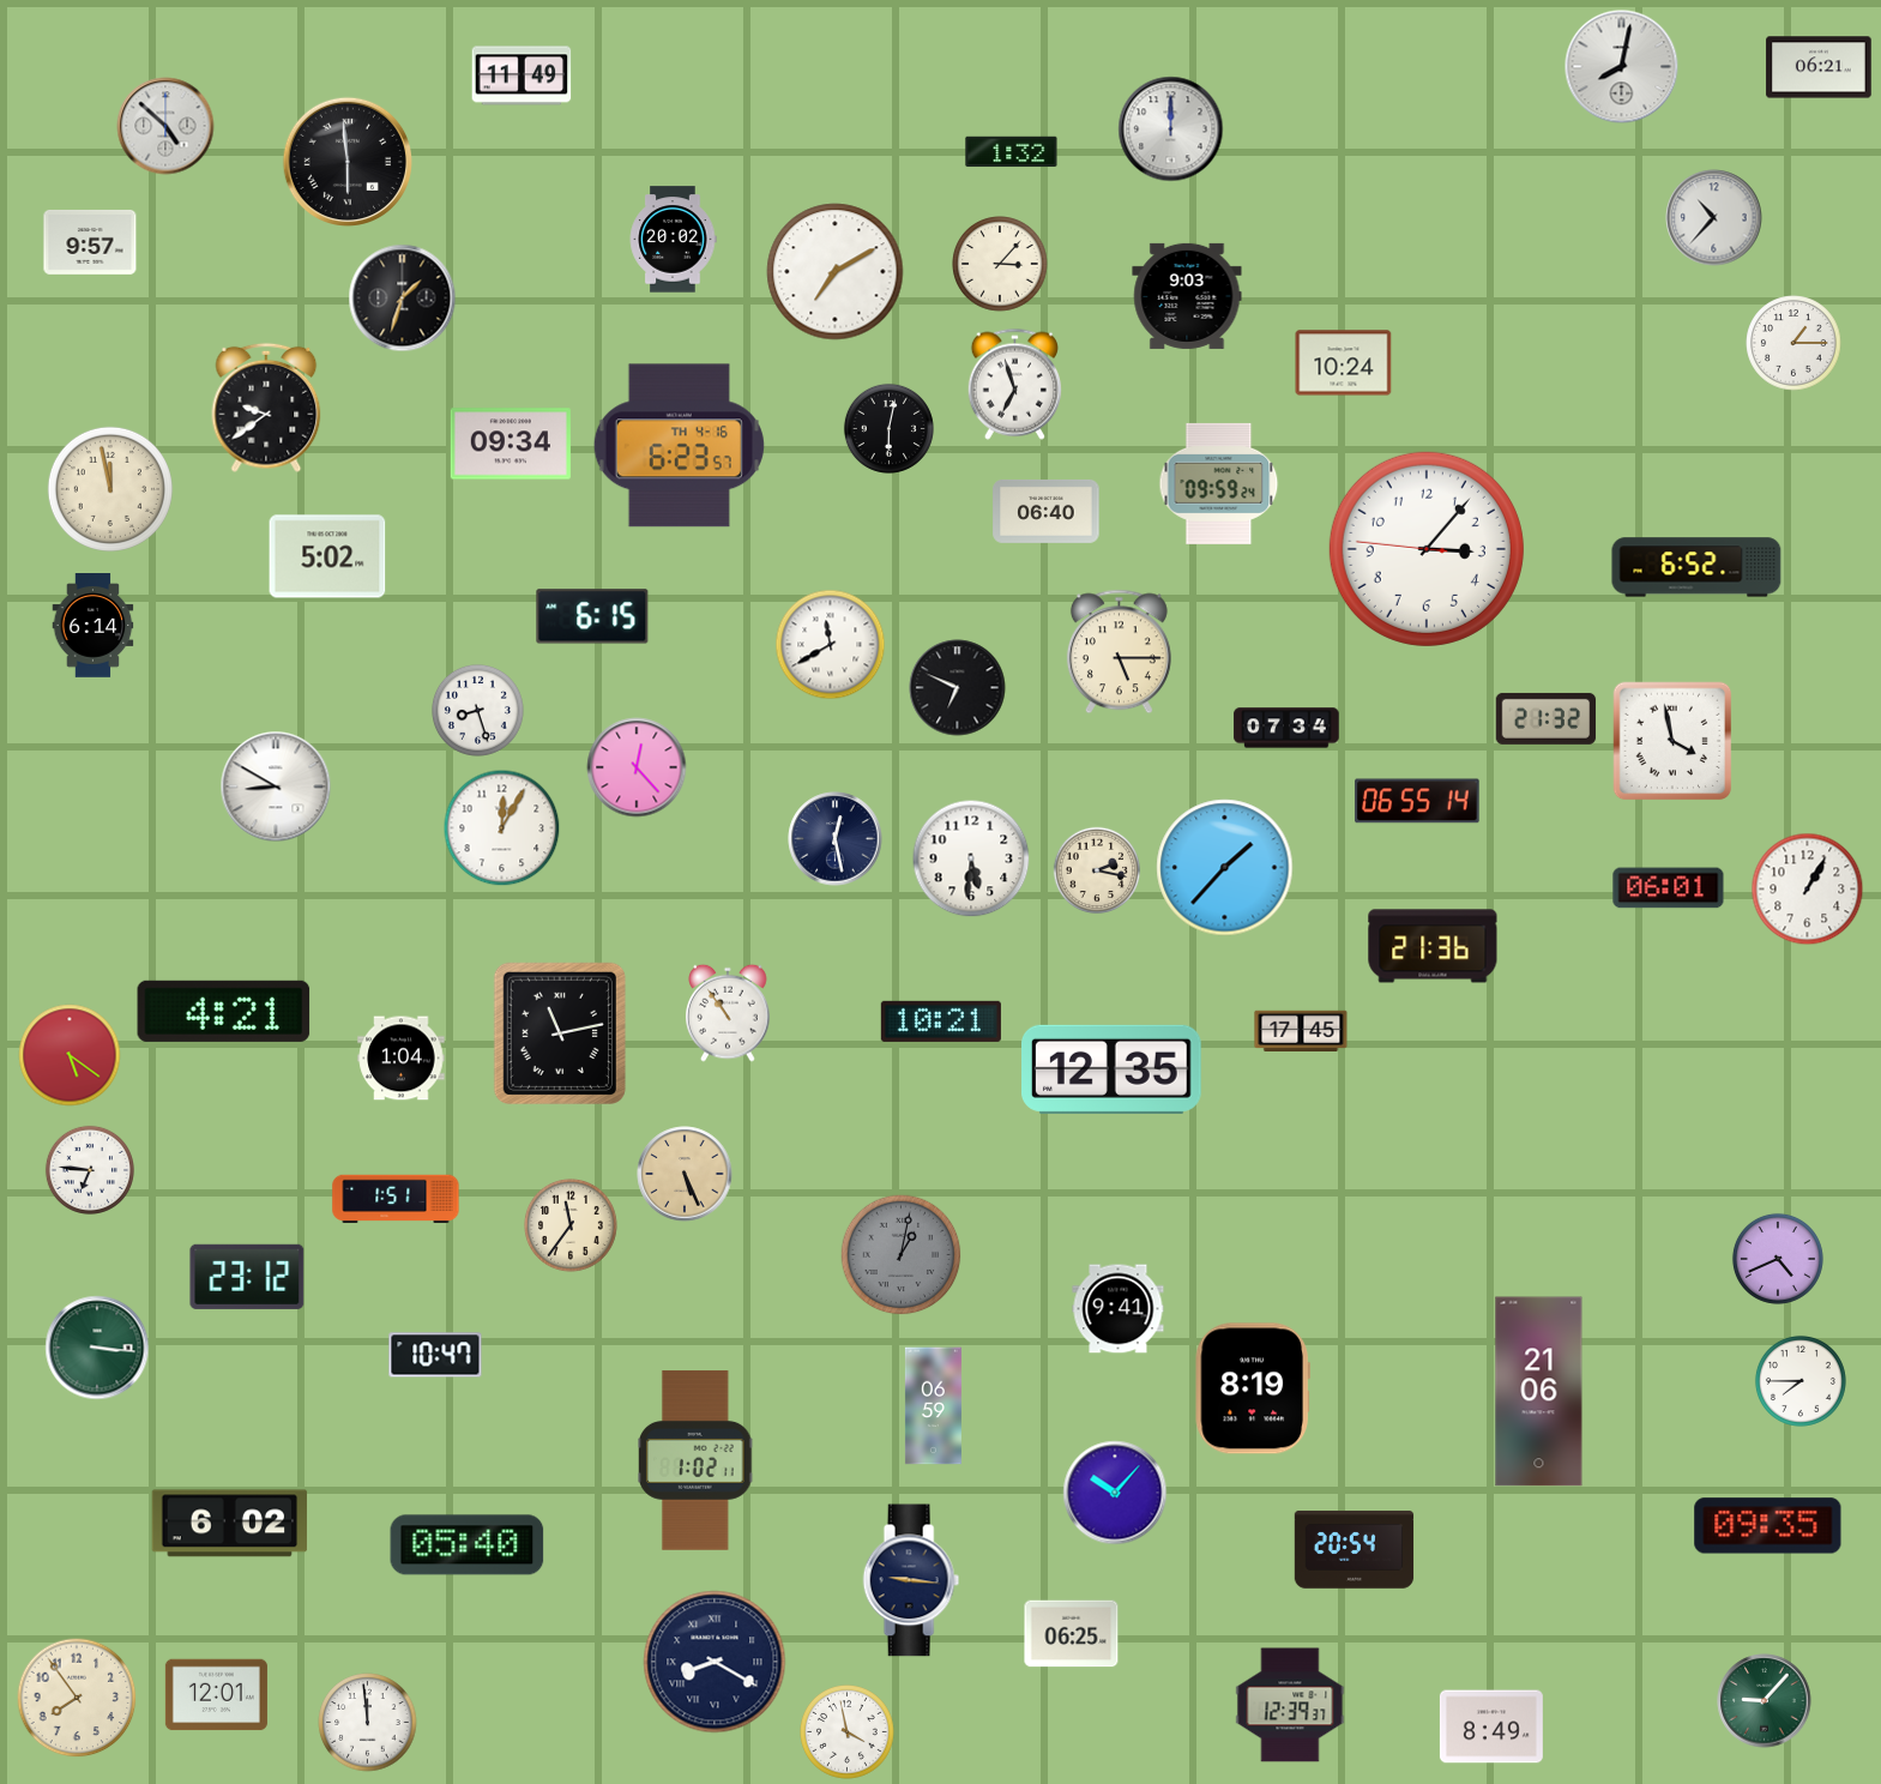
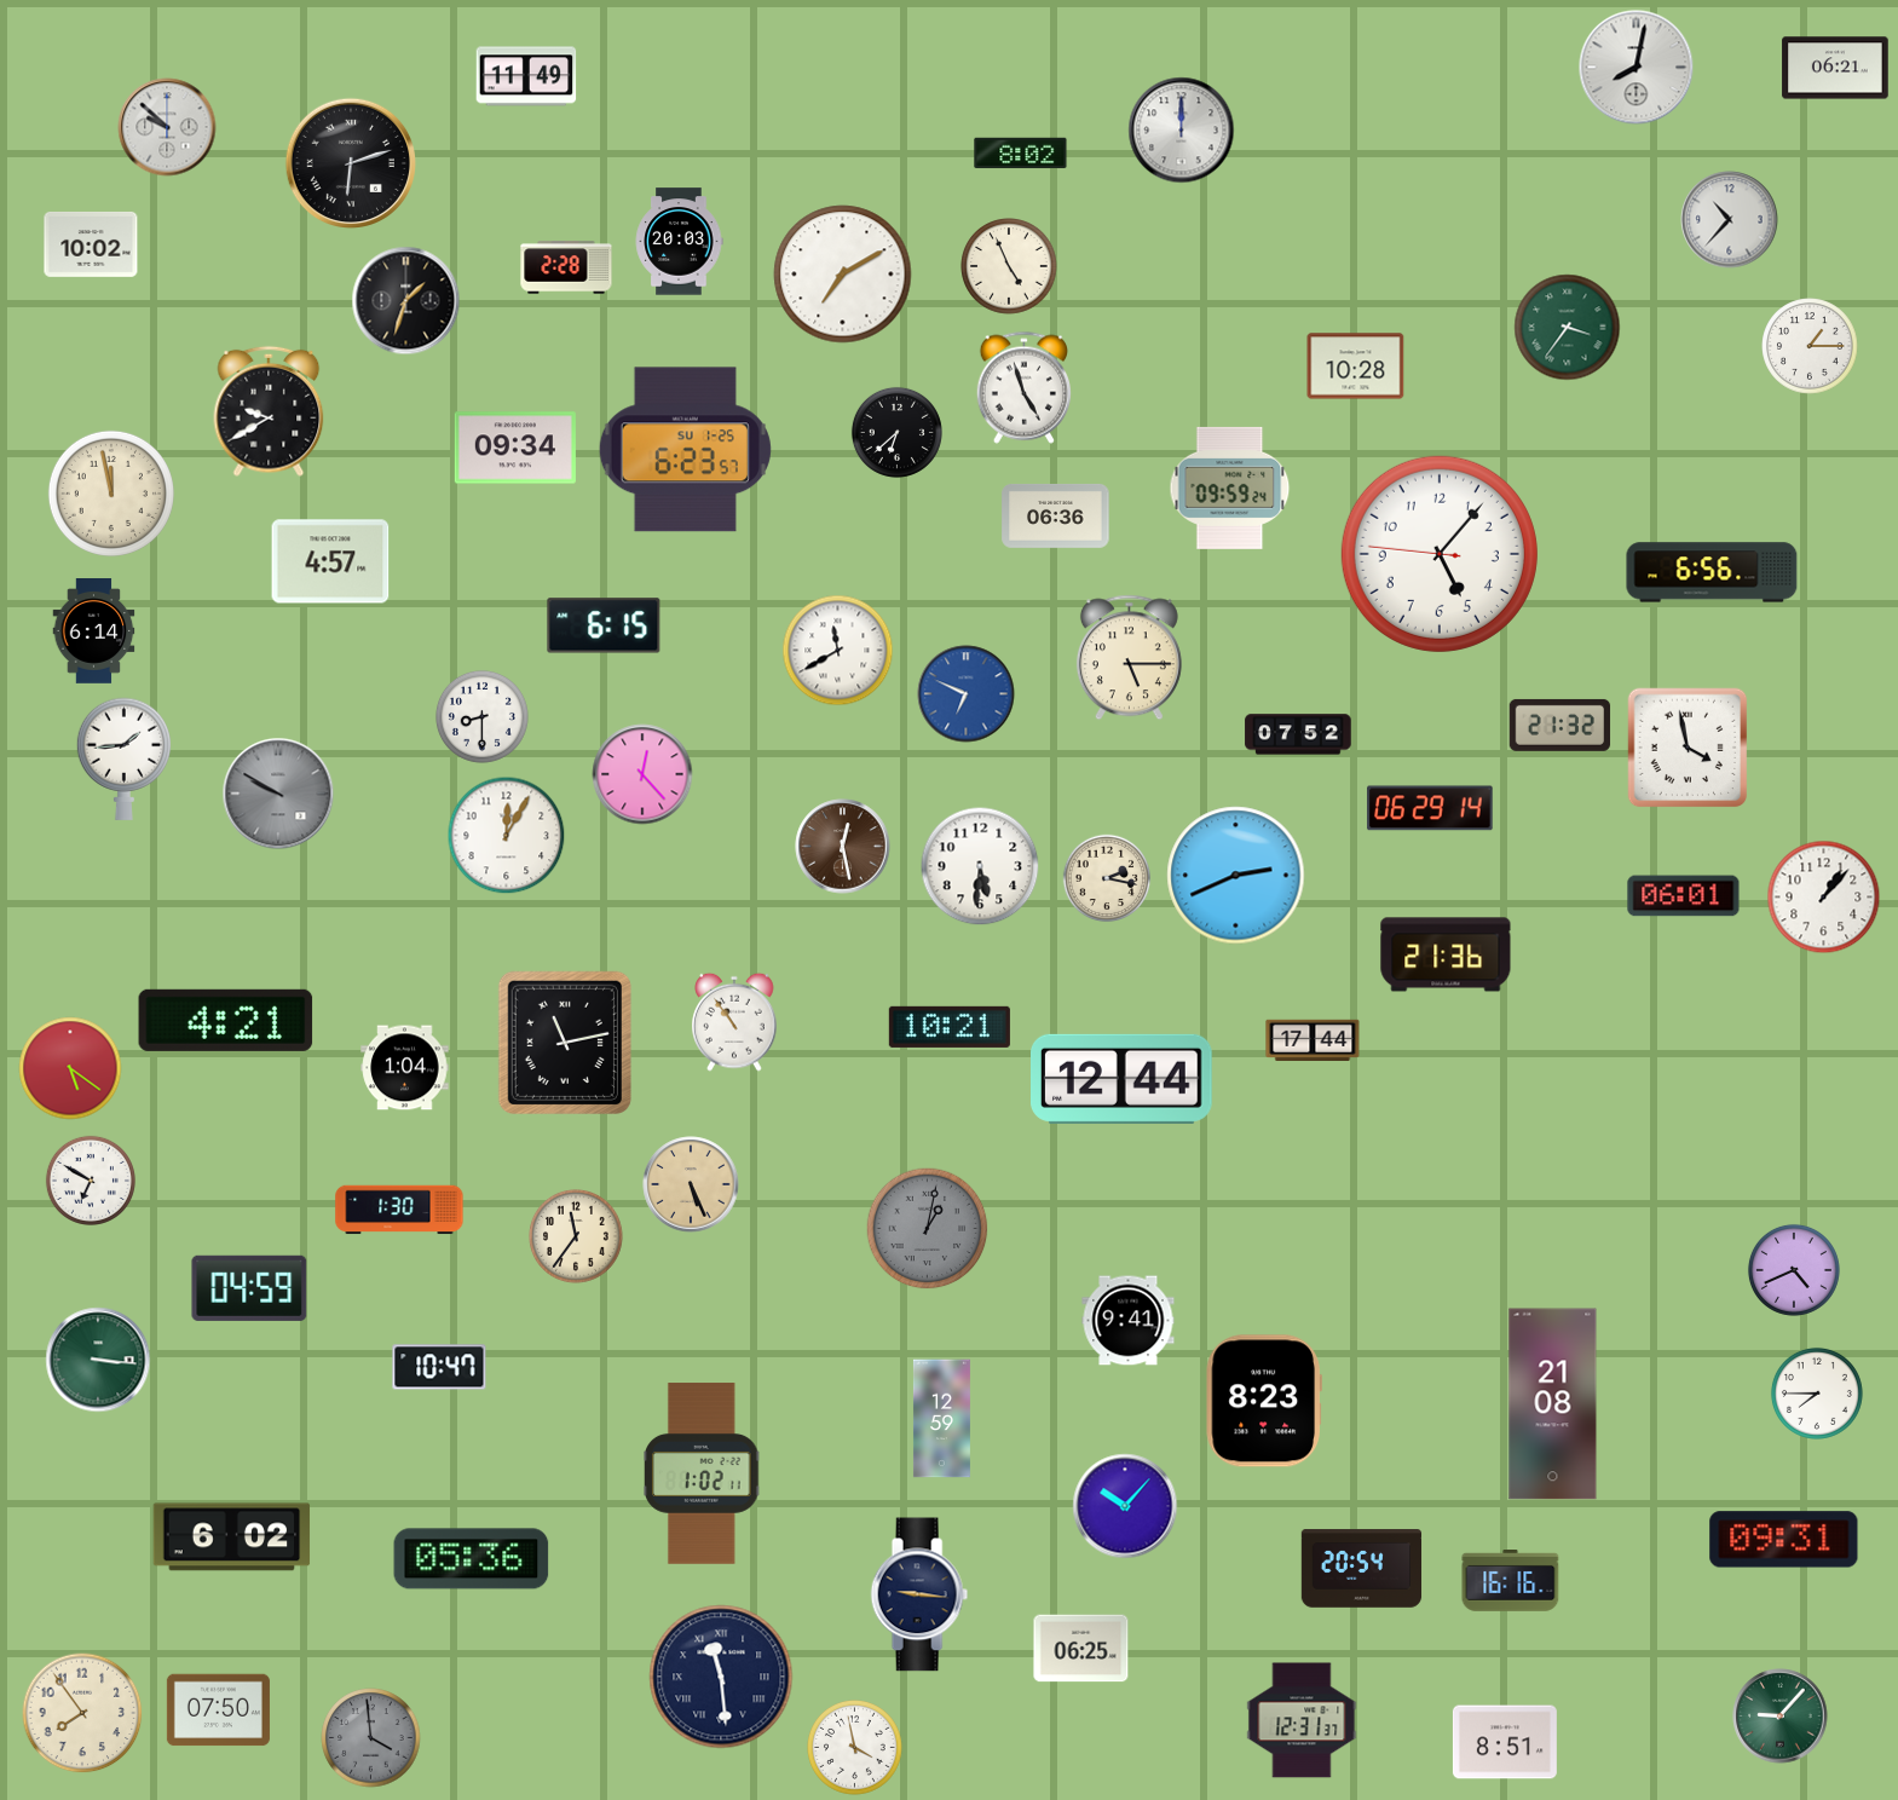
clock at (165, 126): 4:52 -> 9:52
clock at (1012, 152): 1:32 -> 8:02
clock at (346, 161): 5:59 -> 6:12
clock at (673, 240): 20:02 -> 20:03
clock at (90, 242): 9:57 -> 10:02
clock at (1000, 264): 3:07 -> 4:56
clock at (566, 267): none -> 2:28
clock at (1187, 296): 9:03 -> none
clock at (1568, 328): none -> 3:36
clock at (1344, 363): 10:24 -> 10:28
clock at (1014, 384): 6:57 -> 4:57
clock at (266, 408): 9:39 -> 9:40
clock at (888, 428): 6:02 -> 6:38
clock at (679, 446) date: TH 4-16 -> SU 1-25
clock at (1047, 511): 06:40 -> 06:36
clock at (1427, 549): 3:06 -> 5:06
clock at (327, 556): 5:02 -> 4:57
clock at (1696, 567): 6:52 -> 6:56
clock at (592, 616) position: (592, 616) -> (604, 625)
clock at (958, 688) dial: black -> blue
clock at (477, 710): 8:27 -> 8:30
clock at (1286, 728): 07:34 -> 07:52
clock at (123, 758): none -> 1:44
clock at (276, 786): 8:50 -> 9:50
clock at (276, 786) dial: white -> grey
clock at (1417, 801): 06:55 -> 06:29
clock at (836, 839) dial: navy -> brown
clock at (1225, 868): 1:37 -> 2:41
clock at (1808, 890): 1:05 -> 1:07
clock at (941, 1021) position: (941, 1021) -> (950, 1027)
clock at (1301, 1030): 17:45 -> 17:44
clock at (70, 1055) position: (70, 1055) -> (70, 1068)
clock at (1113, 1069): 12:35 -> 12:44
clock at (90, 1170): 6:46 -> 6:50
clock at (396, 1199): 1:51 -> 1:30
clock at (902, 1255) position: (902, 1255) -> (928, 1229)
clock at (247, 1277): 23:12 -> 04:59
clock at (1253, 1388): 8:19 -> 8:23
clock at (1539, 1392): 21:06 -> 21:08
clock at (933, 1406): 06:59 -> 12:59
clock at (1768, 1526): 09:35 -> 09:31
clock at (468, 1545): 05:40 -> 05:36
clock at (1355, 1550) position: (1355, 1550) -> (1362, 1569)
clock at (1511, 1581): none -> 16:16
clock at (715, 1662): 8:20 -> 11:29
clock at (216, 1695): 12:01 -> 07:50
clock at (77, 1698) position: (77, 1698) -> (82, 1713)
clock at (1290, 1705): 12:39 -> 12:31
clock at (368, 1723): 11:59 -> 3:59
clock at (368, 1723) dial: white -> grey
clock at (1491, 1726): 8:49 -> 8:51
